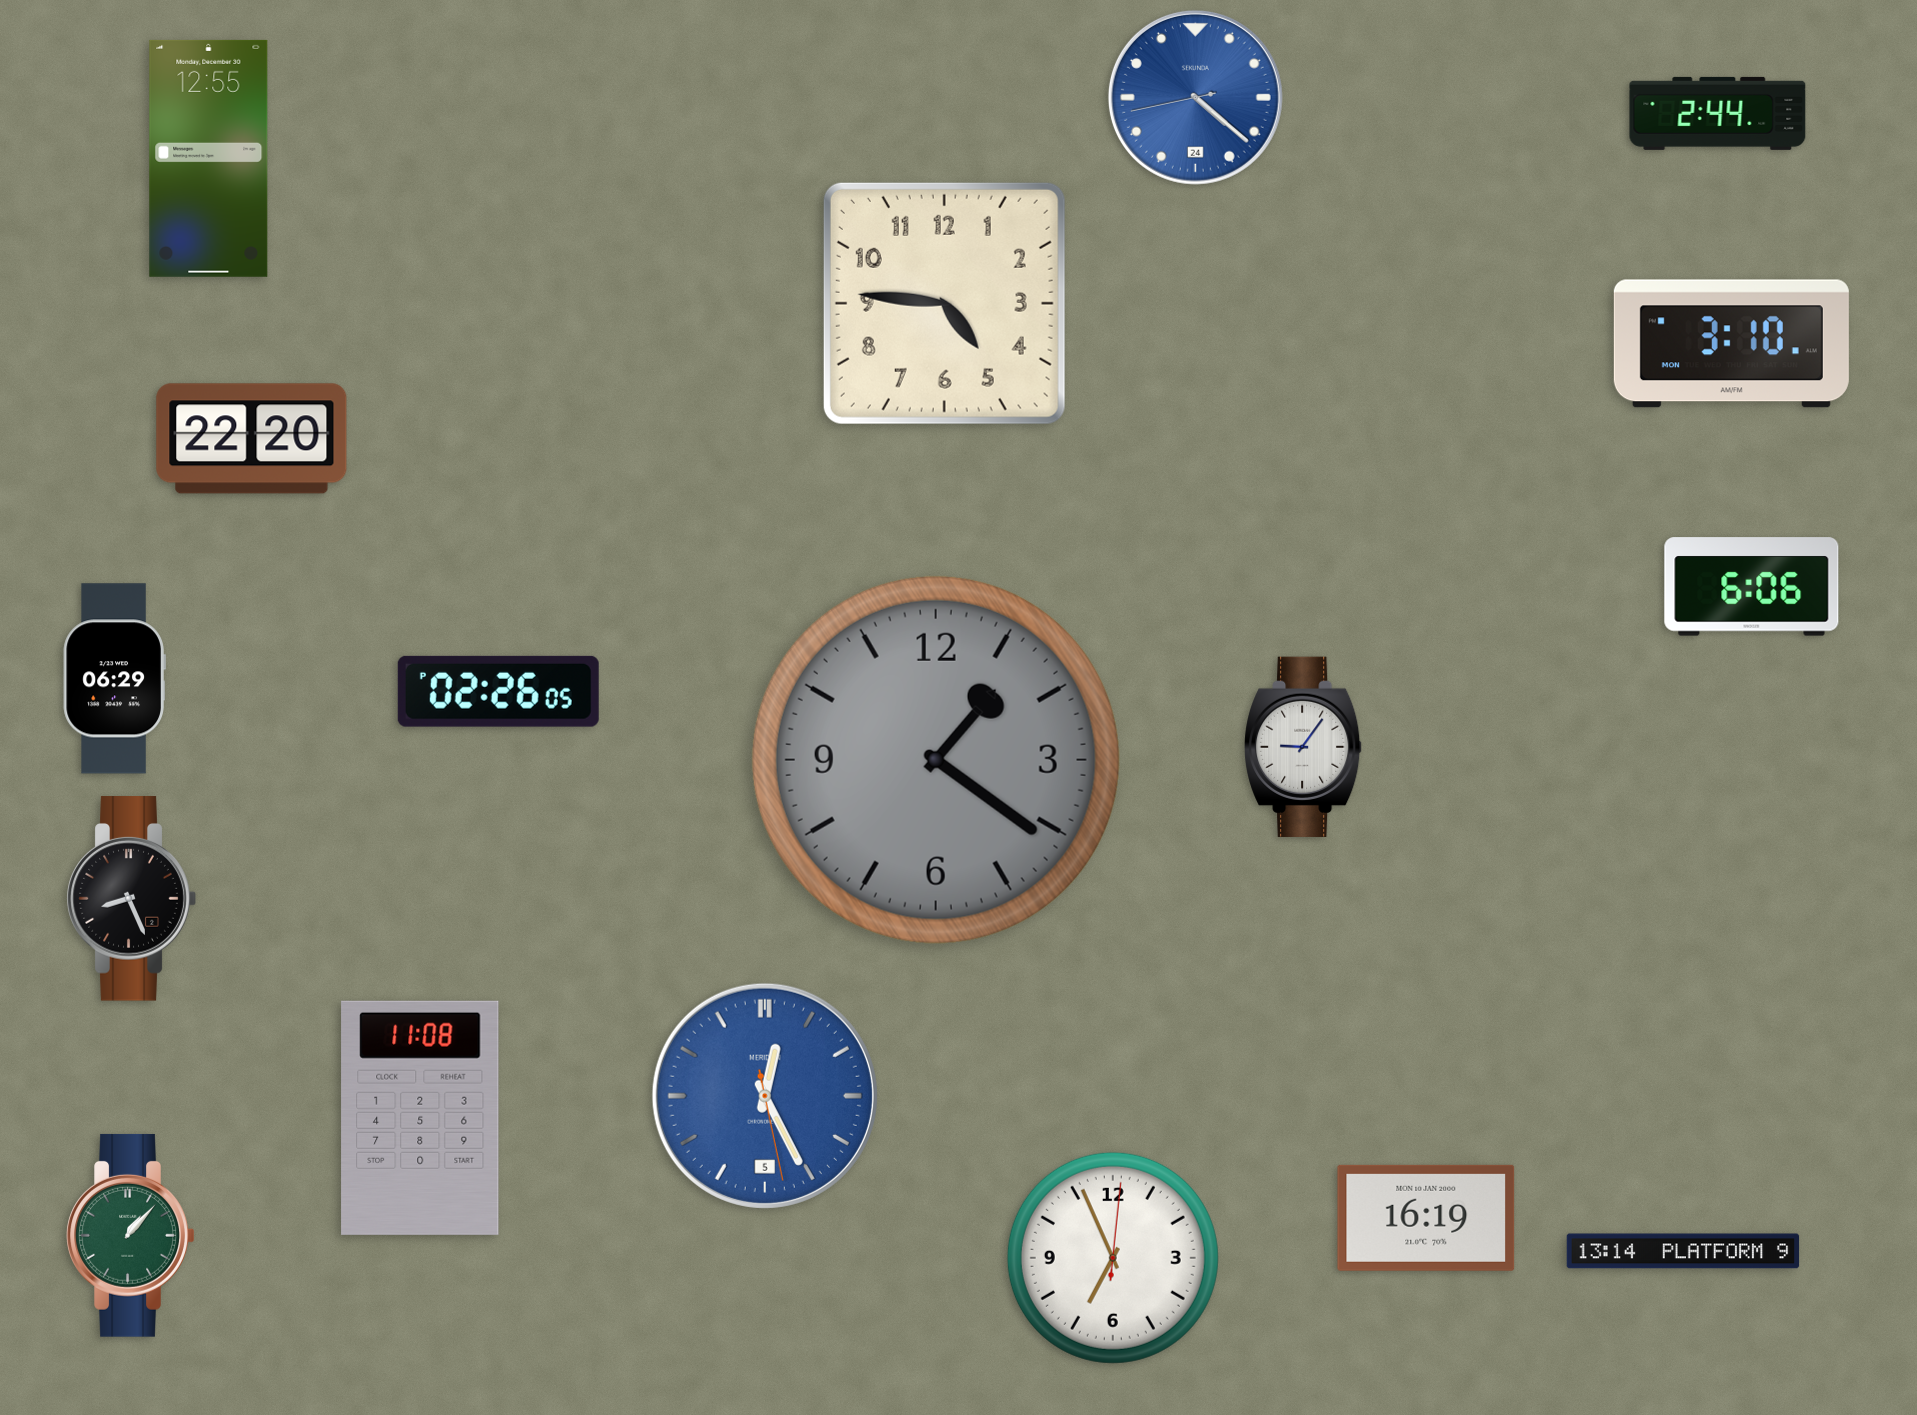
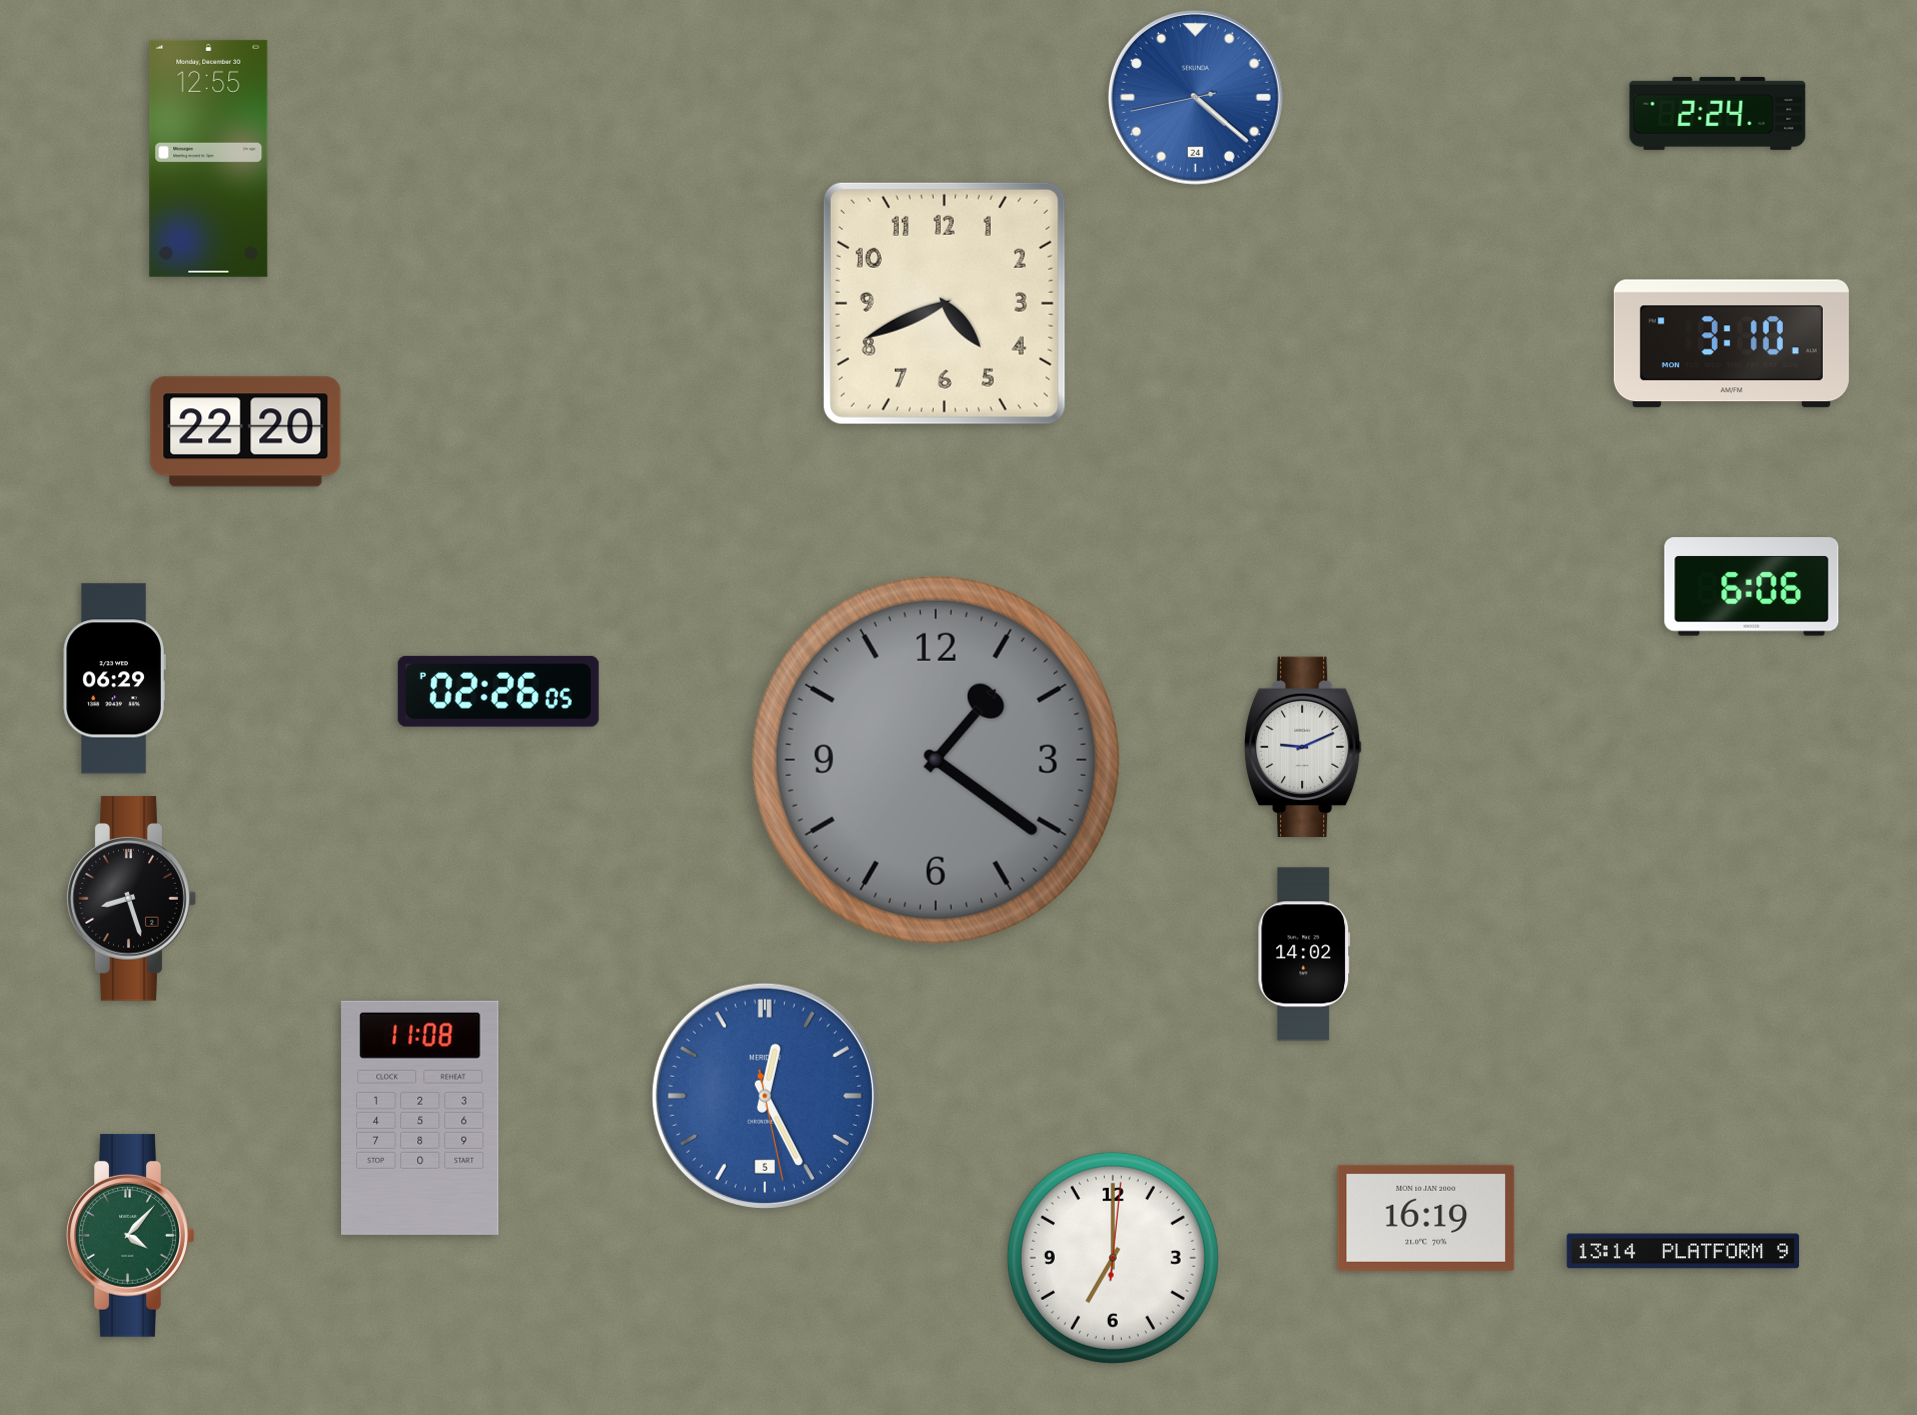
clock at (1718, 113): 2:44 -> 2:24
clock at (944, 303): 4:46 -> 4:41
clock at (252, 439) position: (252, 439) -> (246, 432)
clock at (1304, 747): 9:06 -> 9:11
clock at (131, 899): 8:26 -> 8:27
clock at (1304, 954): none -> 14:02
clock at (131, 1235): 1:07 -> 4:07
clock at (1113, 1258): 6:56 -> 7:00
